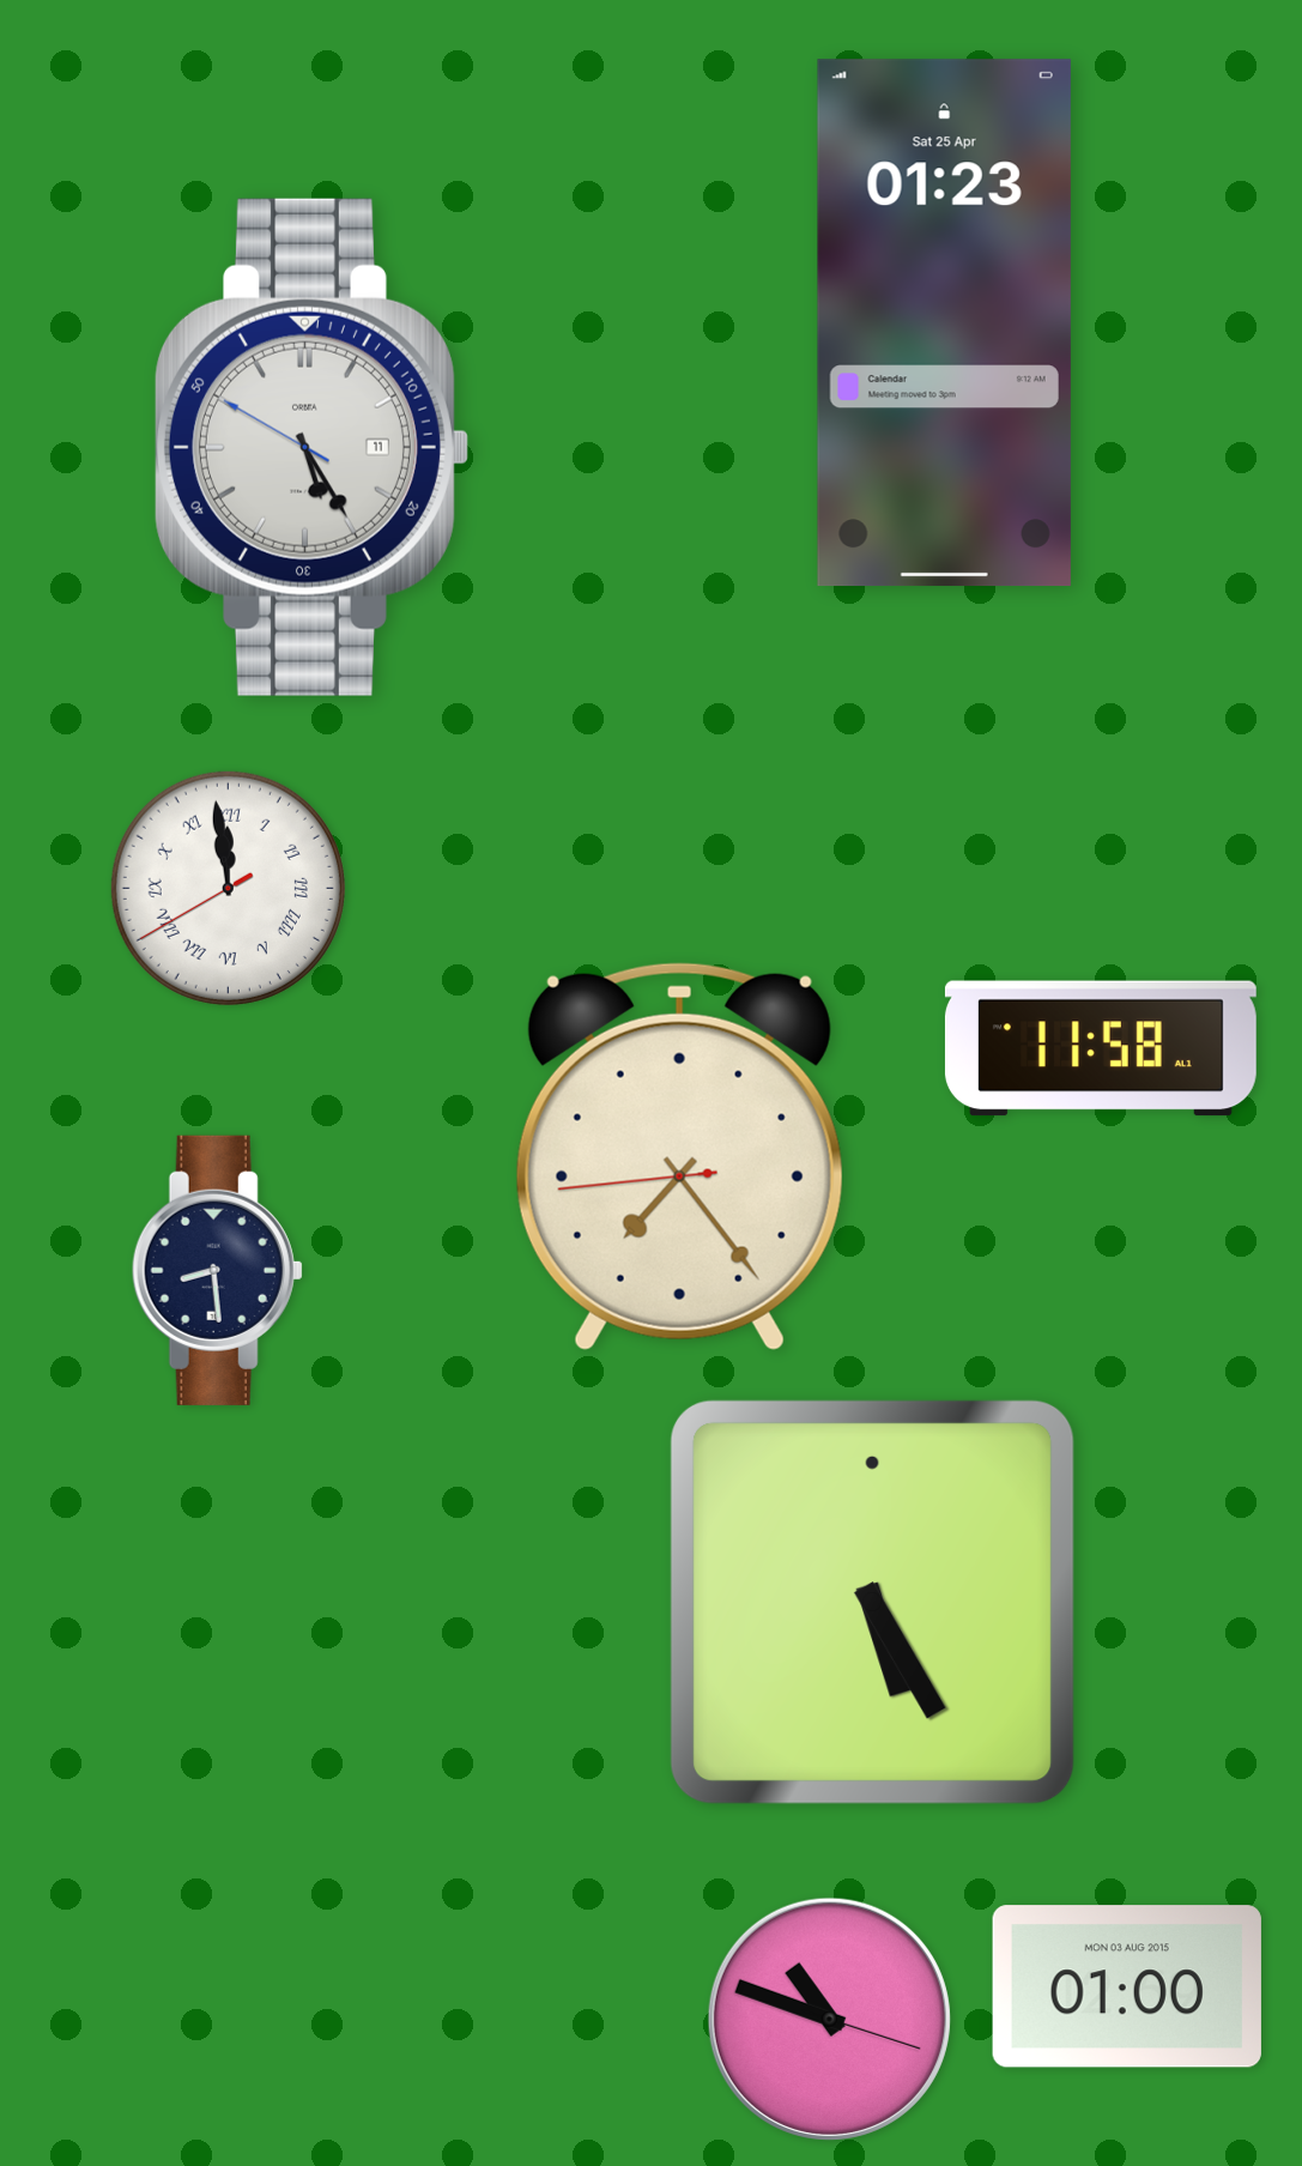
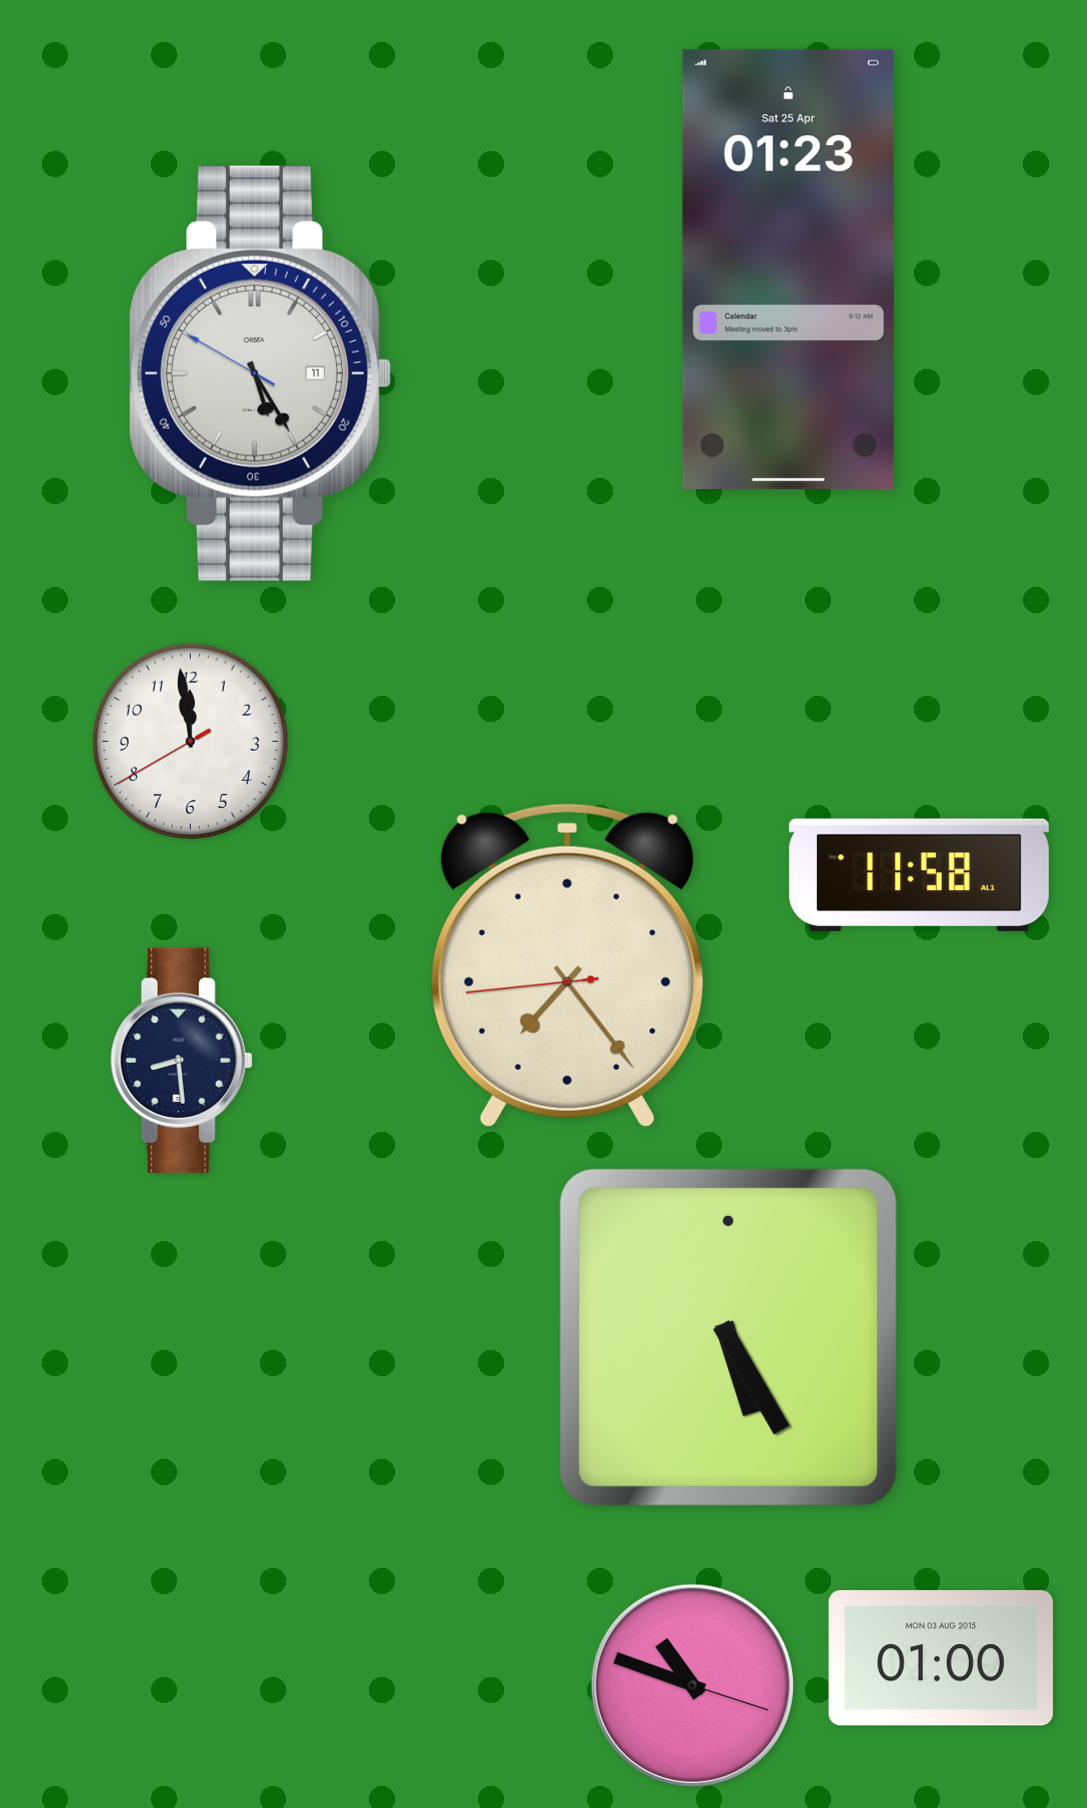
clock at (228, 888) numerals: Roman -> Arabic
